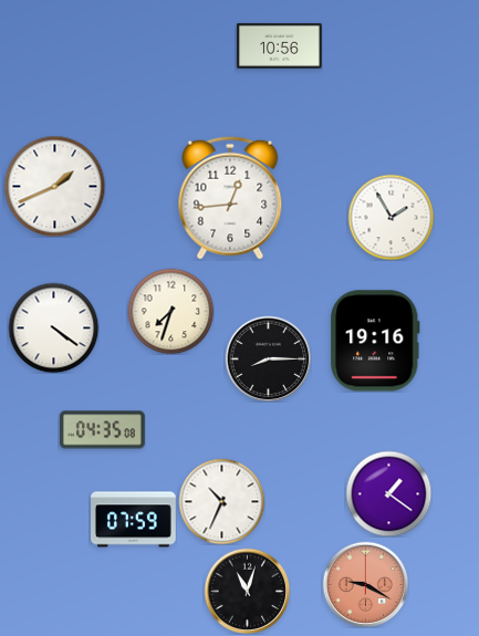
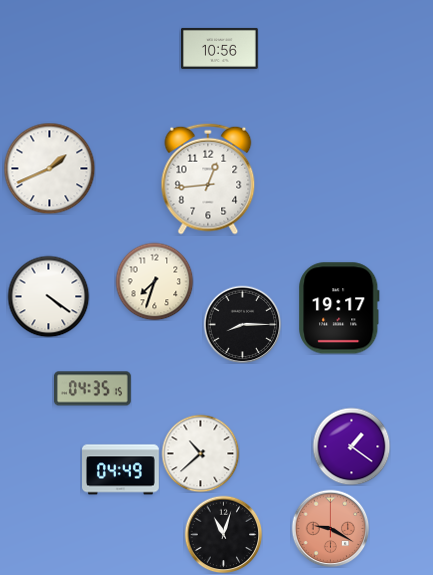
clock at (280, 45) position: (280, 45) -> (220, 48)
clock at (391, 217): 1:55 -> none
clock at (375, 341): 19:16 -> 19:17
clock at (102, 430): 04:35:08 -> 04:35:15
clock at (221, 501): 10:34 -> 10:38
clock at (134, 520): 07:59 -> 04:49
